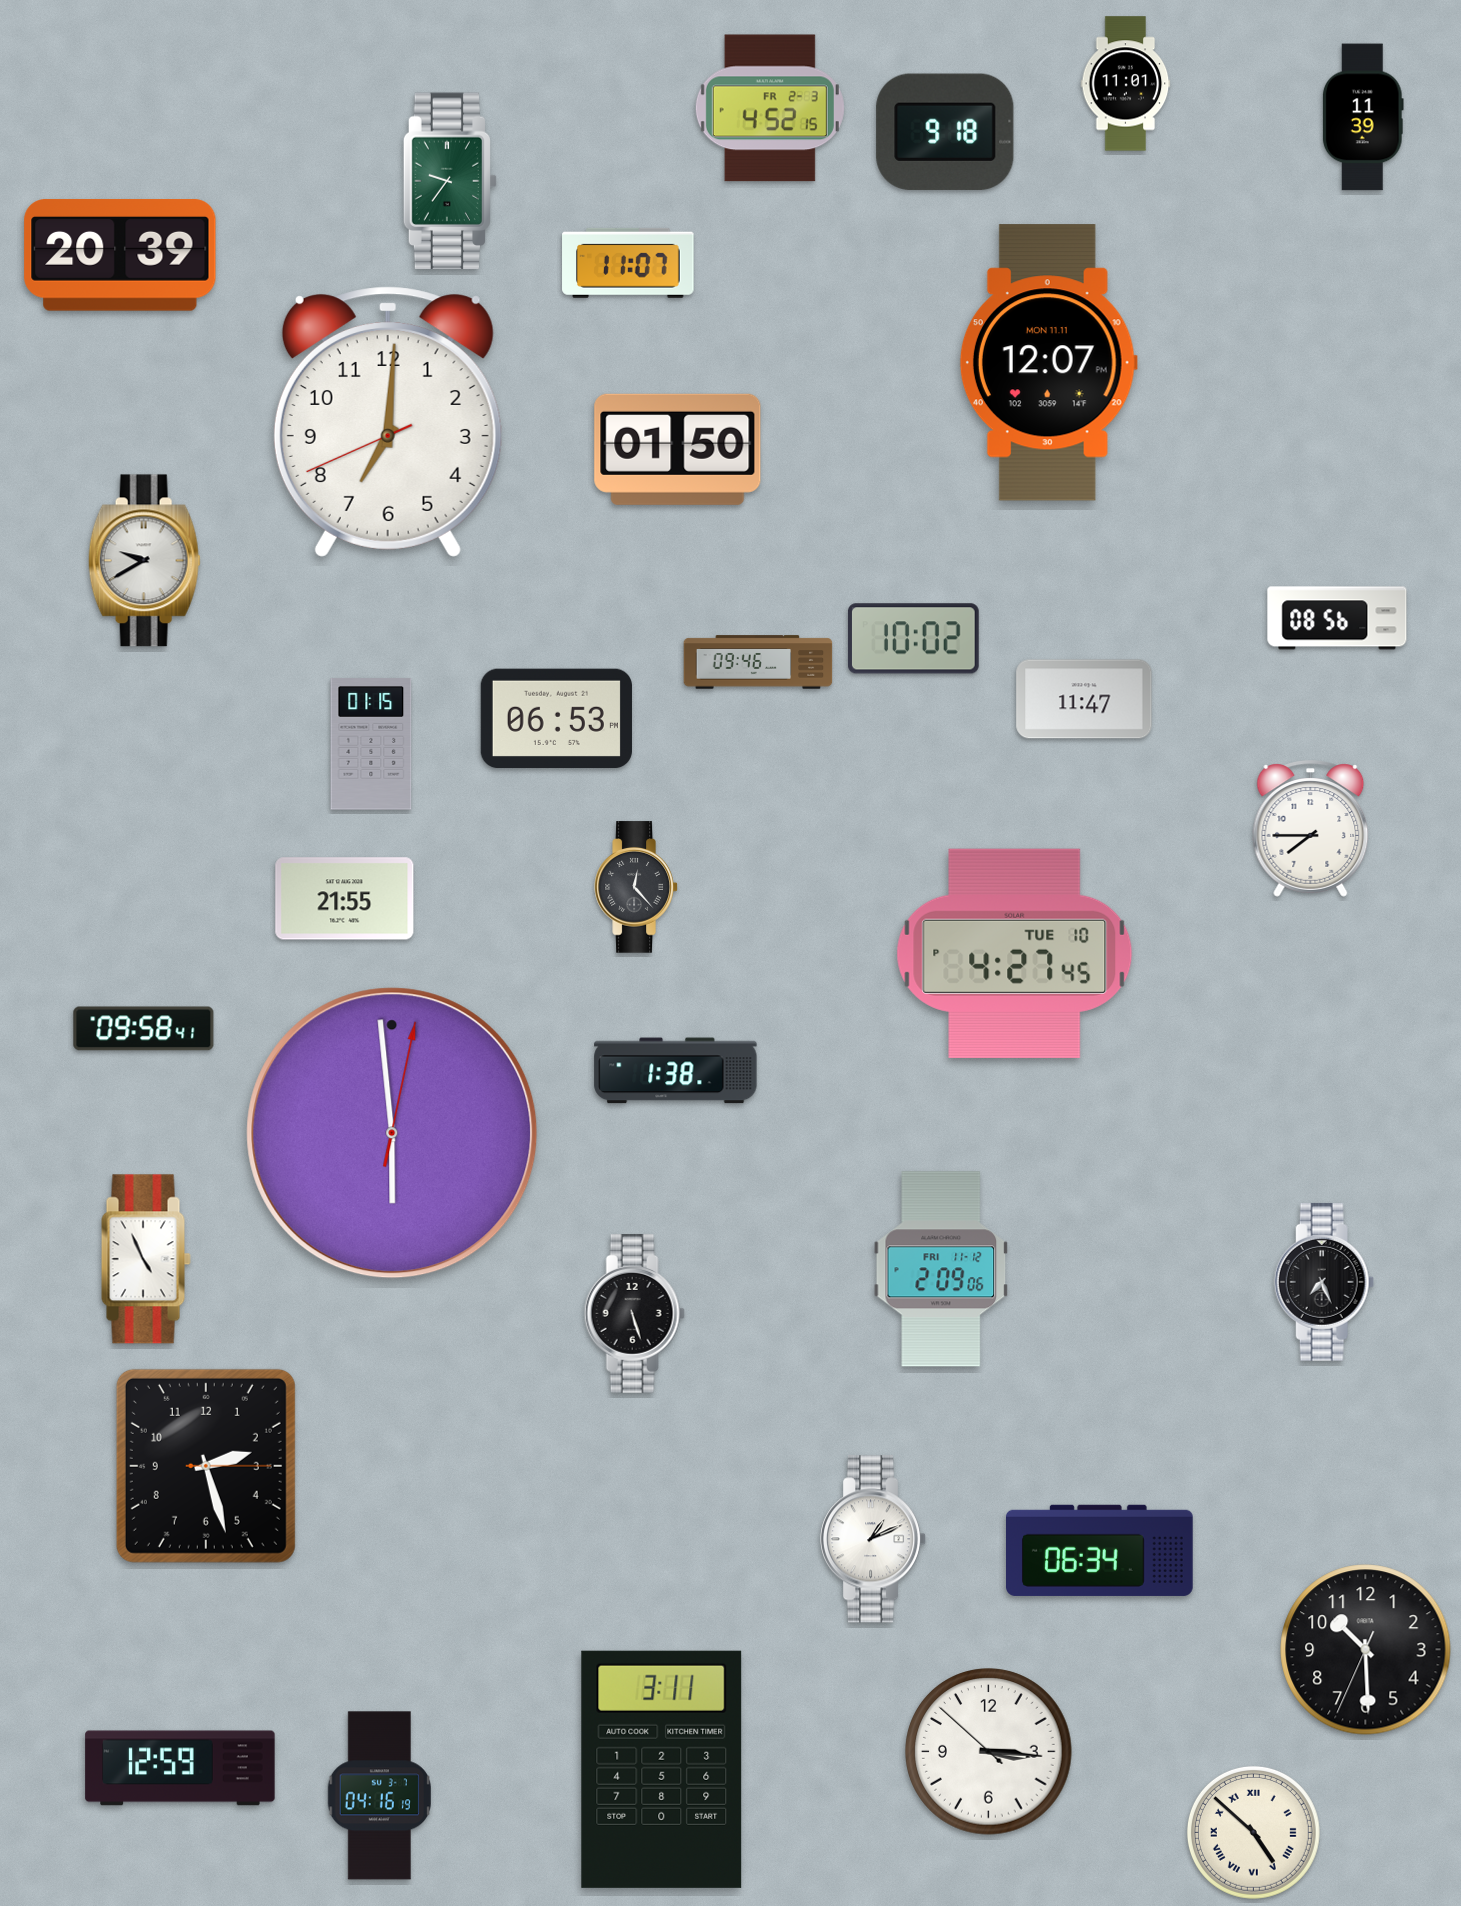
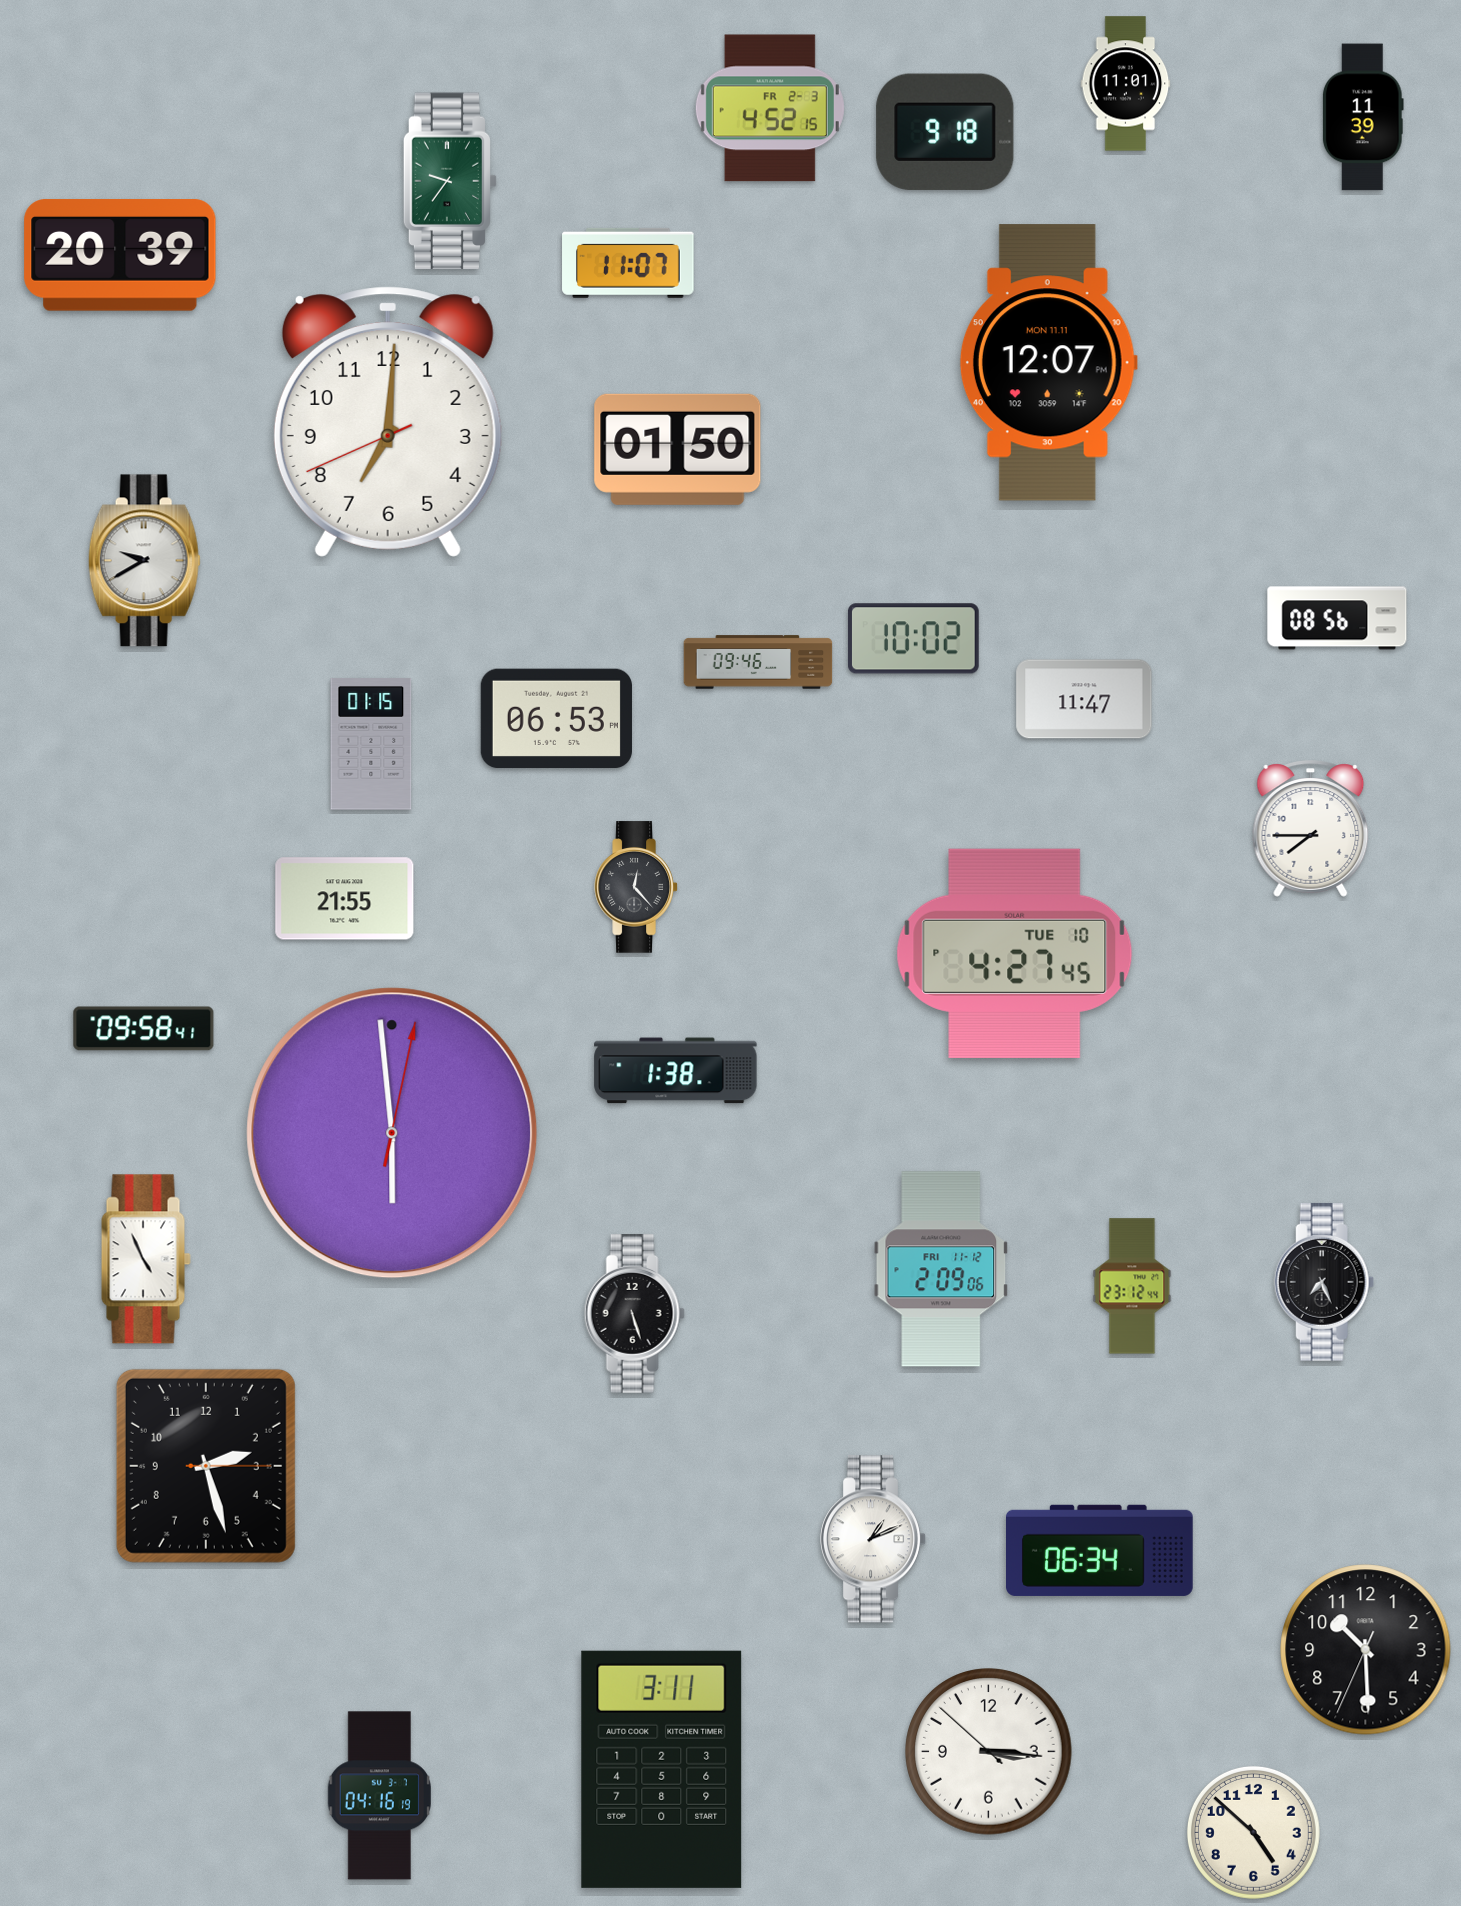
clock at (1132, 1286): none -> 23:12
clock at (180, 1768): 12:59 -> none
clock at (1253, 1832) numerals: Roman -> Arabic
